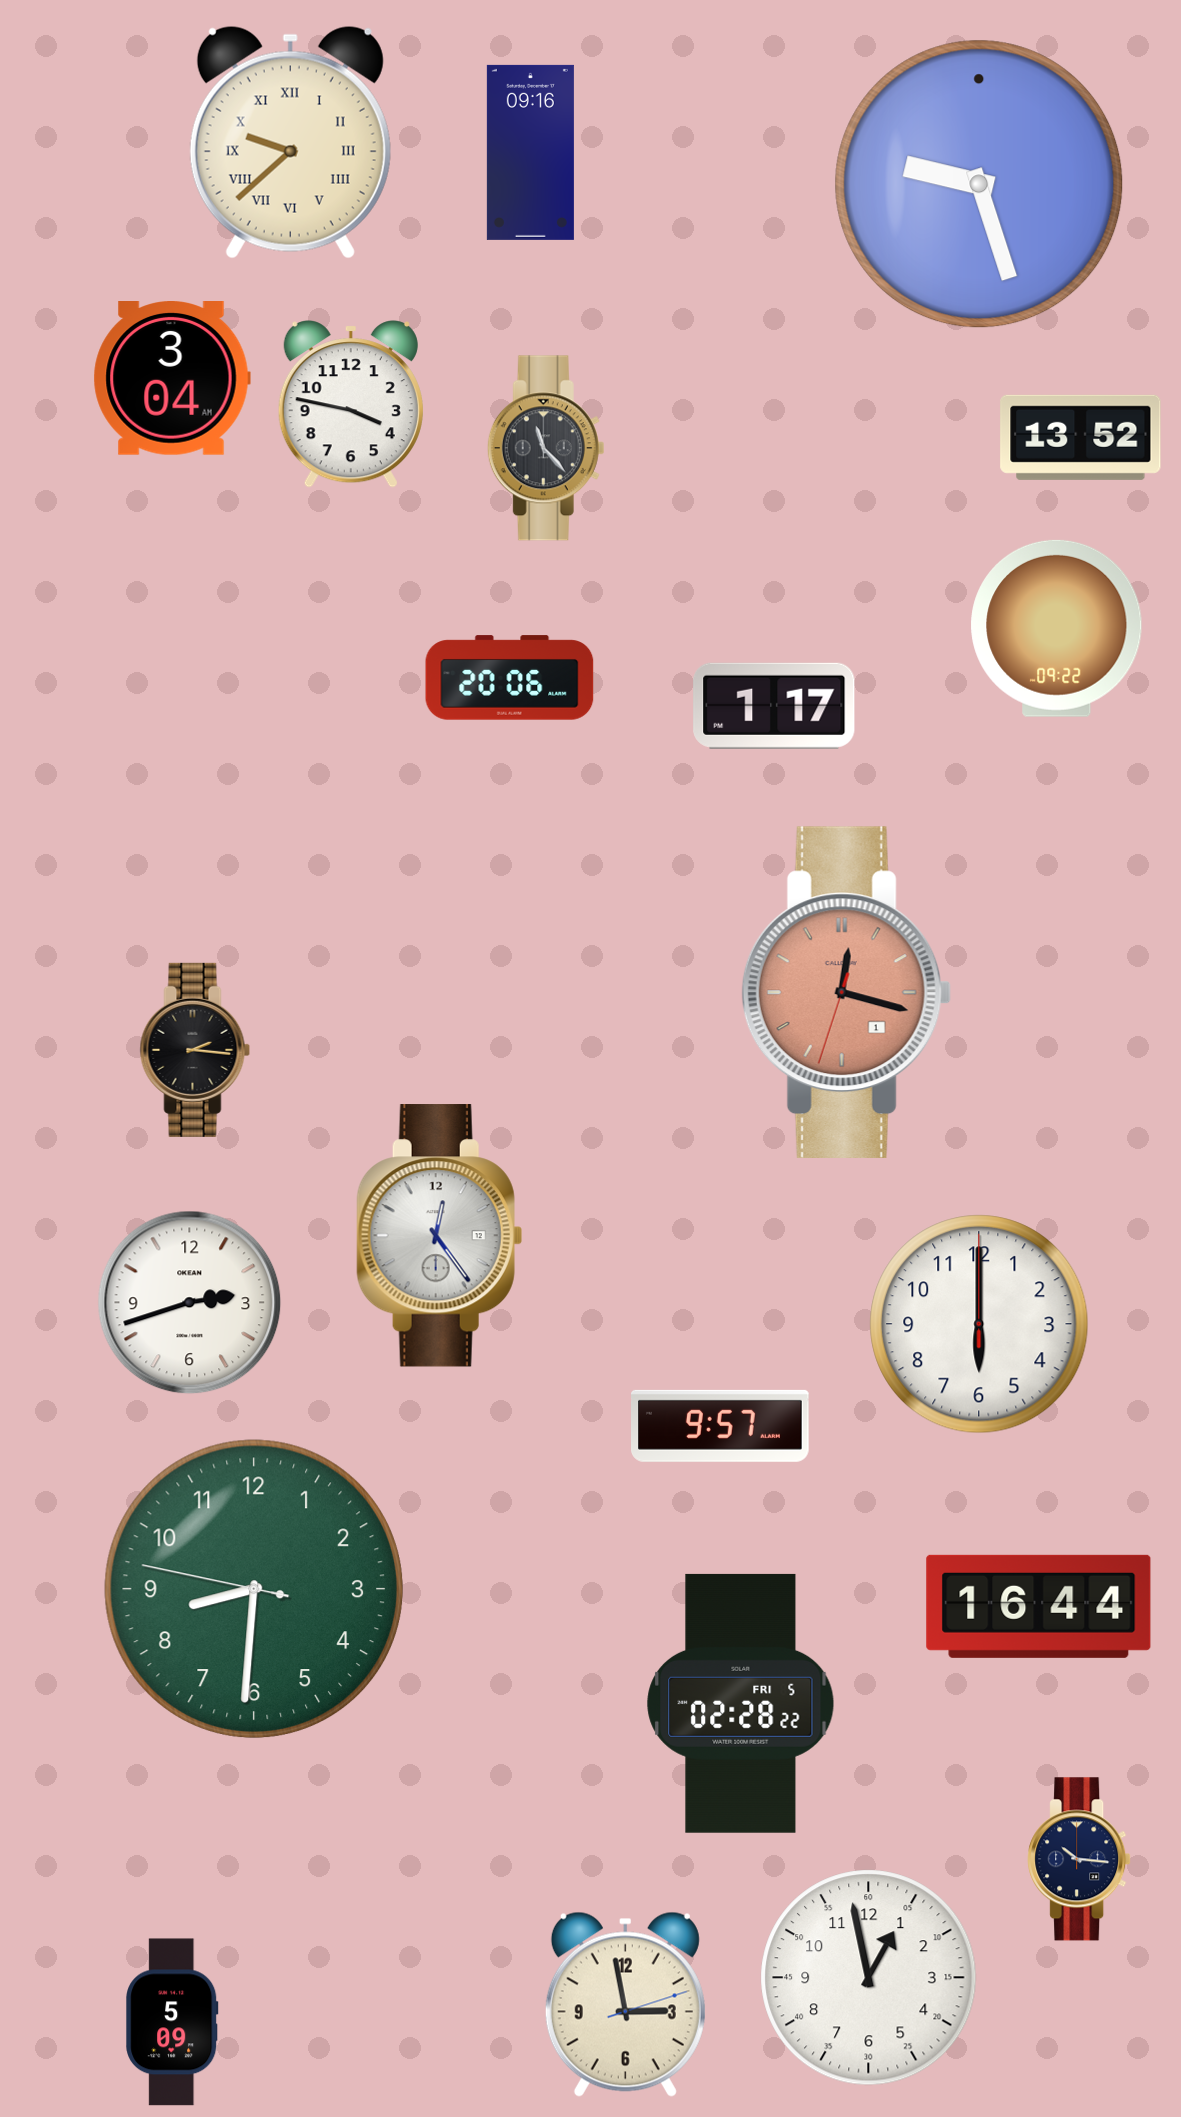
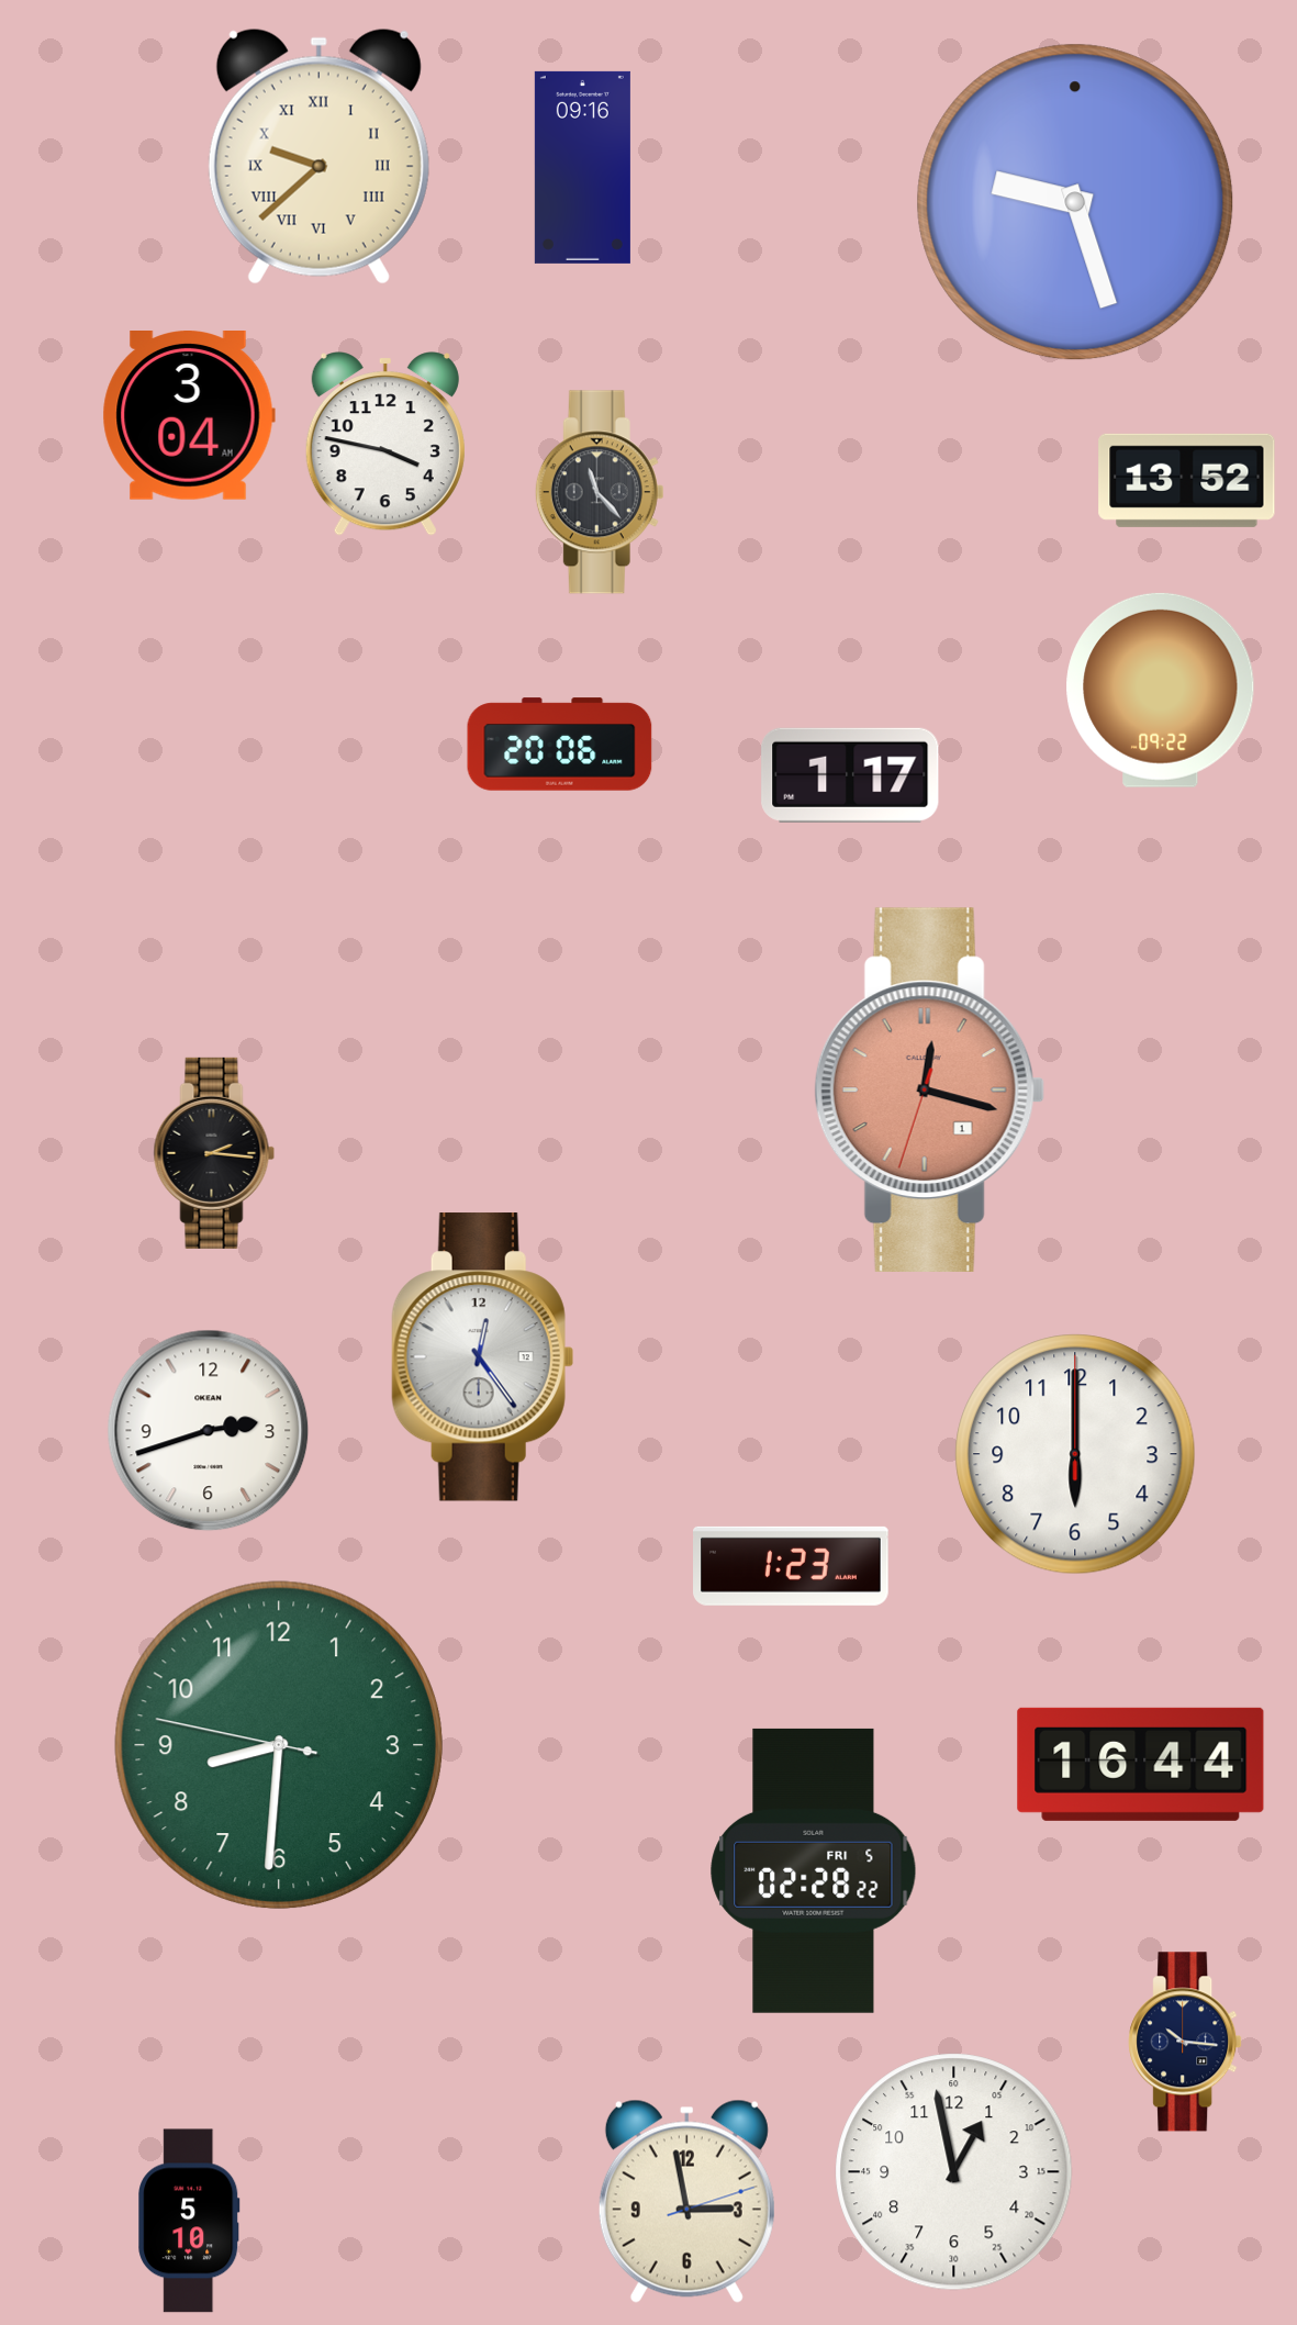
clock at (721, 1426): 9:57 -> 1:23
clock at (172, 2022): 5:09 -> 5:10
